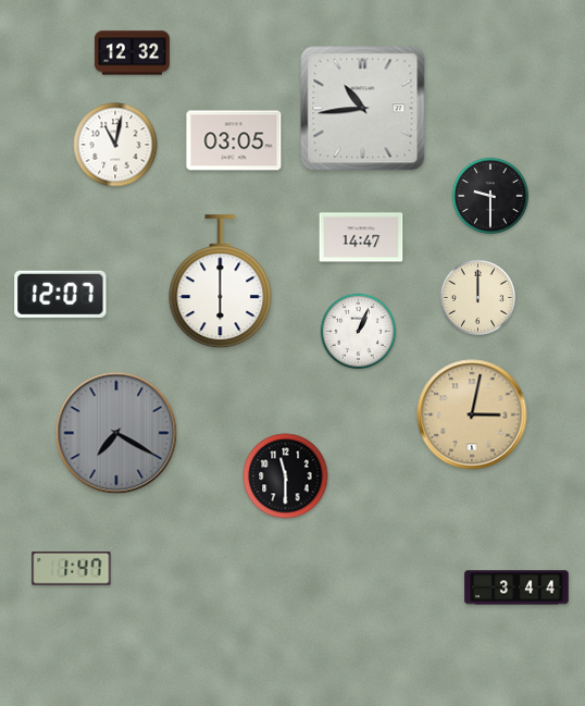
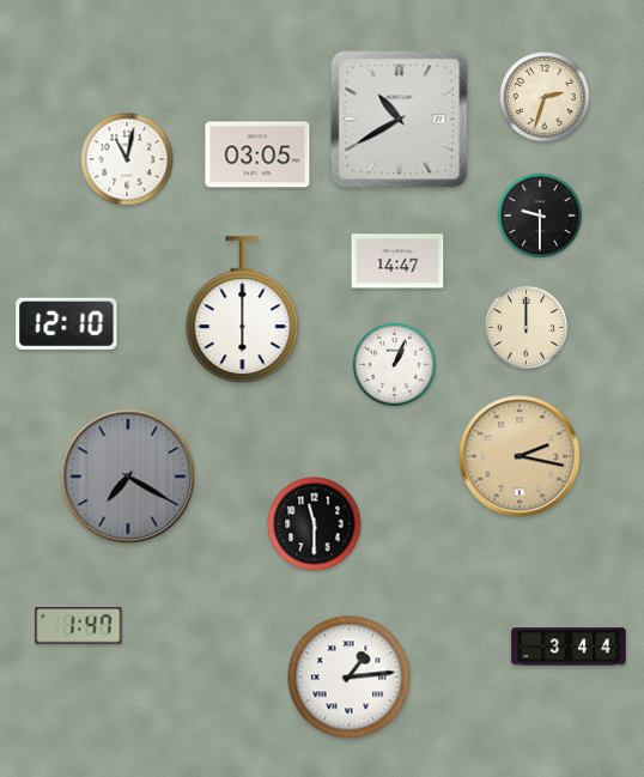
clock at (132, 53): 12:32 -> none
clock at (545, 97): none -> 2:33
clock at (363, 109): 10:44 -> 10:40
clock at (61, 294): 12:07 -> 12:10
clock at (472, 414): 3:02 -> 2:17
clock at (350, 678): none -> 1:14
